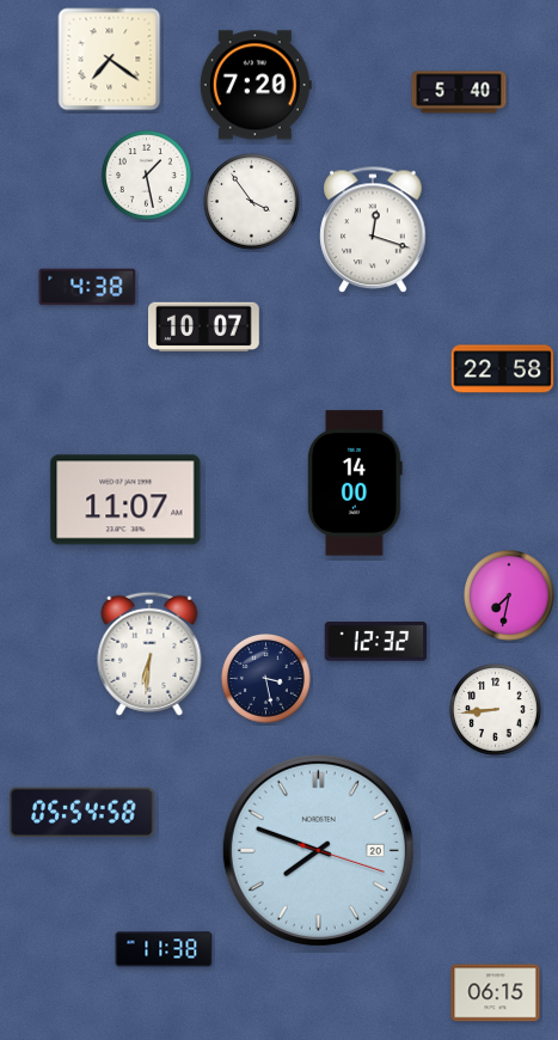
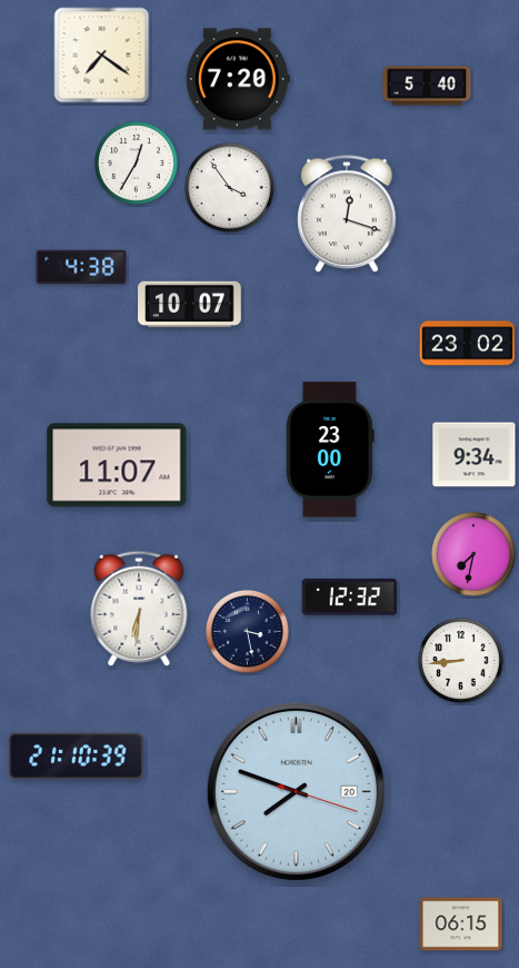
clock at (147, 176): 1:28 -> 12:35
clock at (252, 202) position: (252, 202) -> (230, 188)
clock at (503, 369): 22:58 -> 23:02
clock at (355, 483): 14:00 -> 23:00
clock at (475, 455): none -> 9:34
clock at (82, 813): 05:54 -> 21:10
clock at (164, 949): 11:38 -> none
